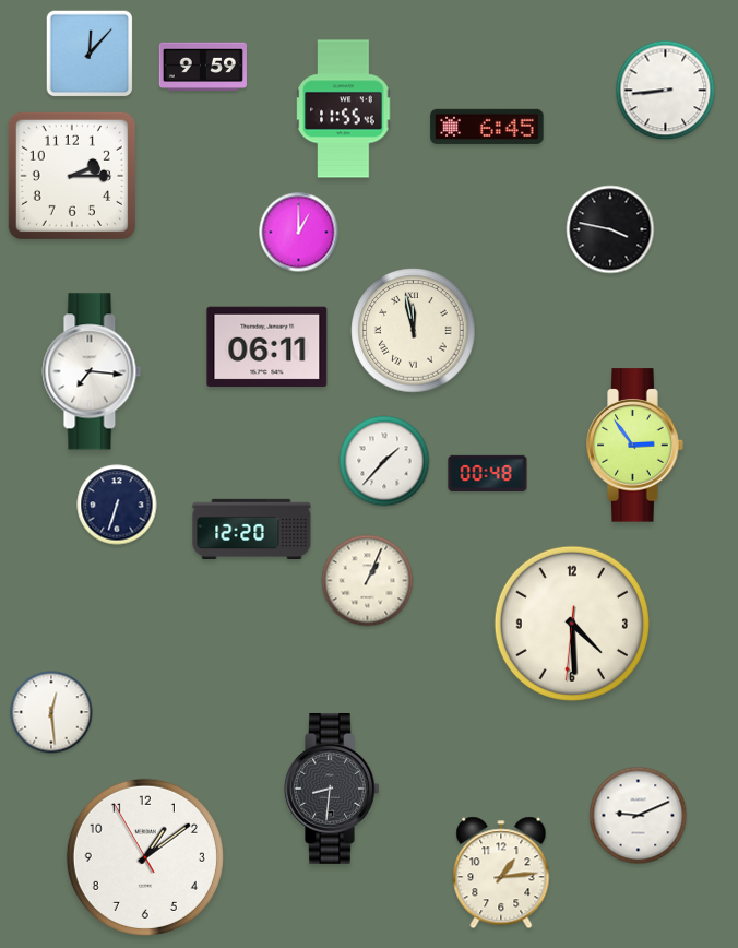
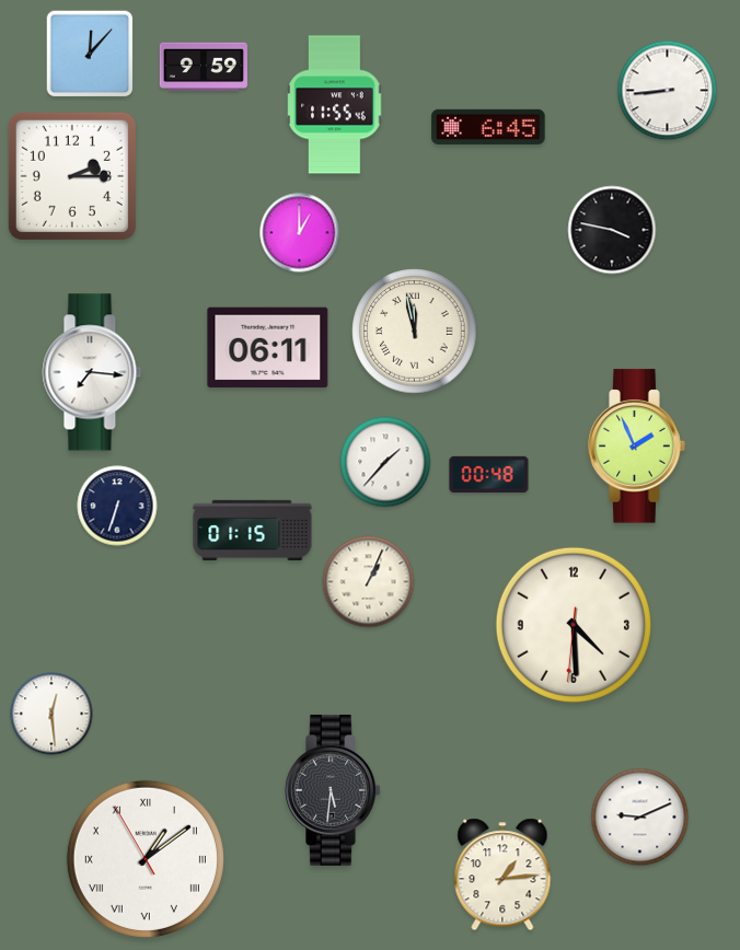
clock at (344, 109) position: (344, 109) -> (335, 105)
clock at (635, 446): 2:54 -> 1:56
clock at (252, 529): 12:20 -> 01:15
clock at (332, 789): 8:31 -> 5:31
clock at (145, 857) numerals: Arabic -> Roman
